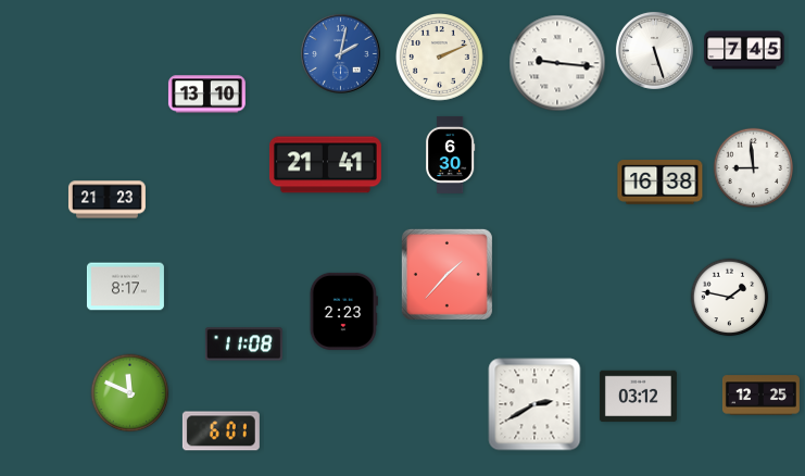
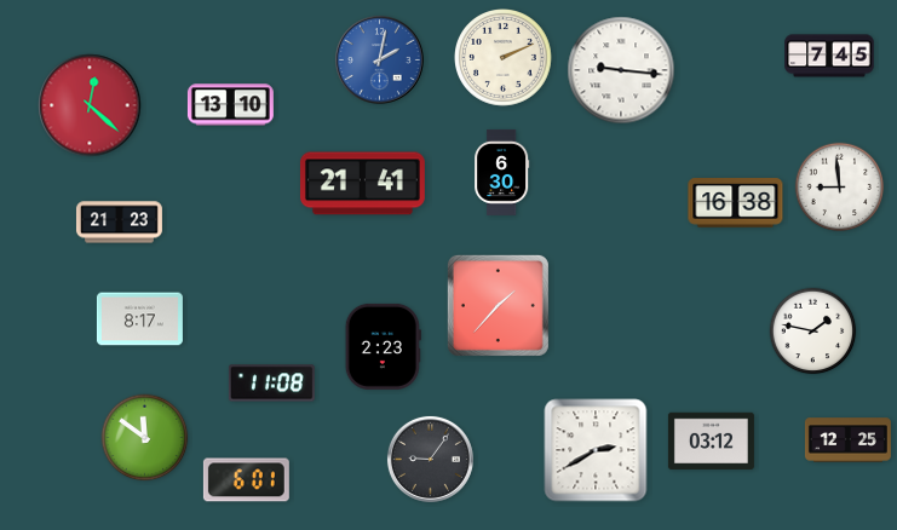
clock at (654, 50): 5:27 -> none
clock at (440, 58) position: (440, 58) -> (504, 58)
clock at (90, 105): none -> 12:22
clock at (130, 393): 11:49 -> 11:51
clock at (430, 459): none -> 9:06
